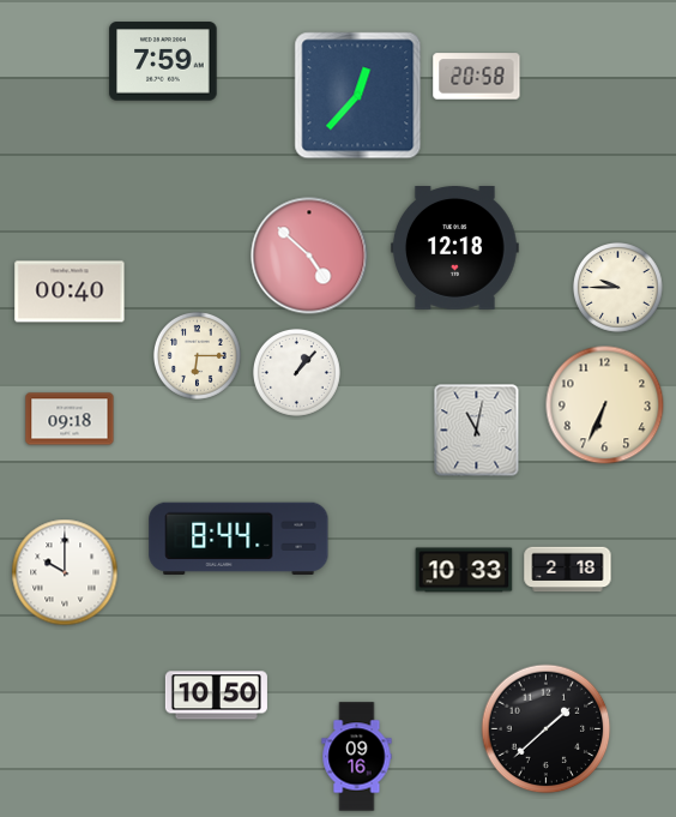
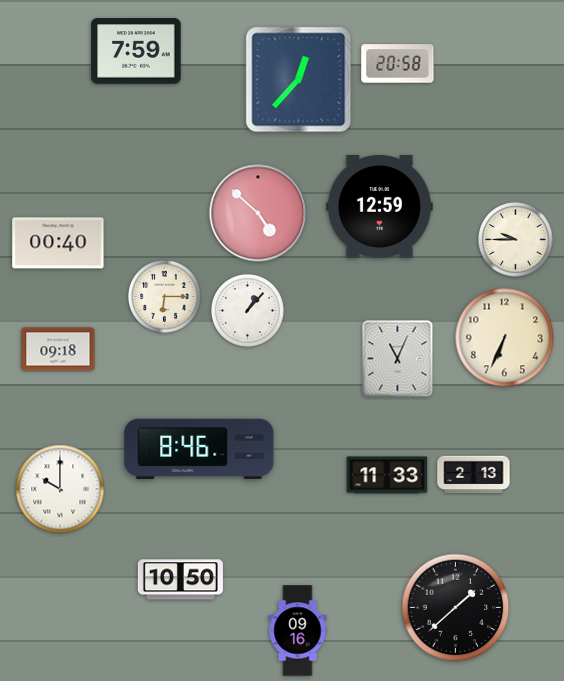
clock at (455, 248): 12:18 -> 12:59
clock at (477, 431): 11:02 -> 11:04
clock at (239, 539): 8:44 -> 8:46
clock at (464, 570): 10:33 -> 11:33
clock at (568, 570): 2:18 -> 2:13
clock at (65, 572) position: (65, 572) -> (60, 489)
